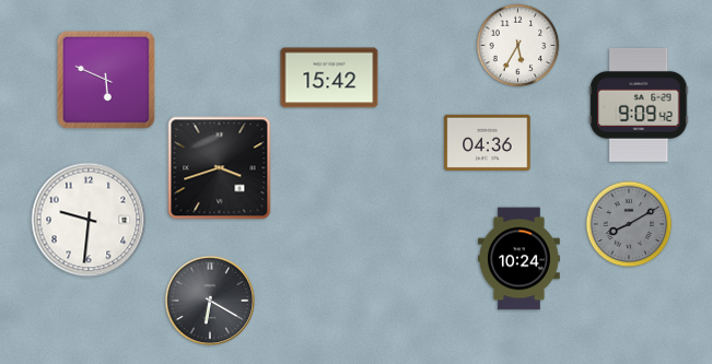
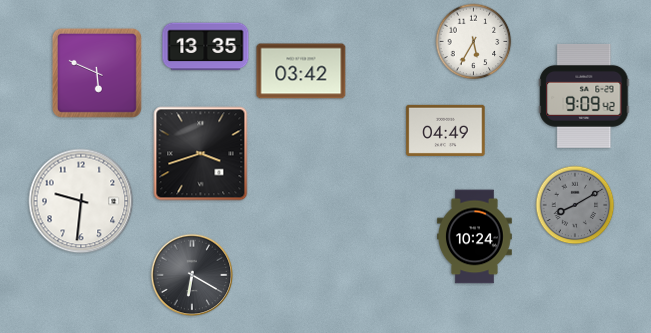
clock at (206, 47): none -> 13:35
clock at (329, 78): 15:42 -> 03:42
clock at (488, 142): 04:36 -> 04:49
